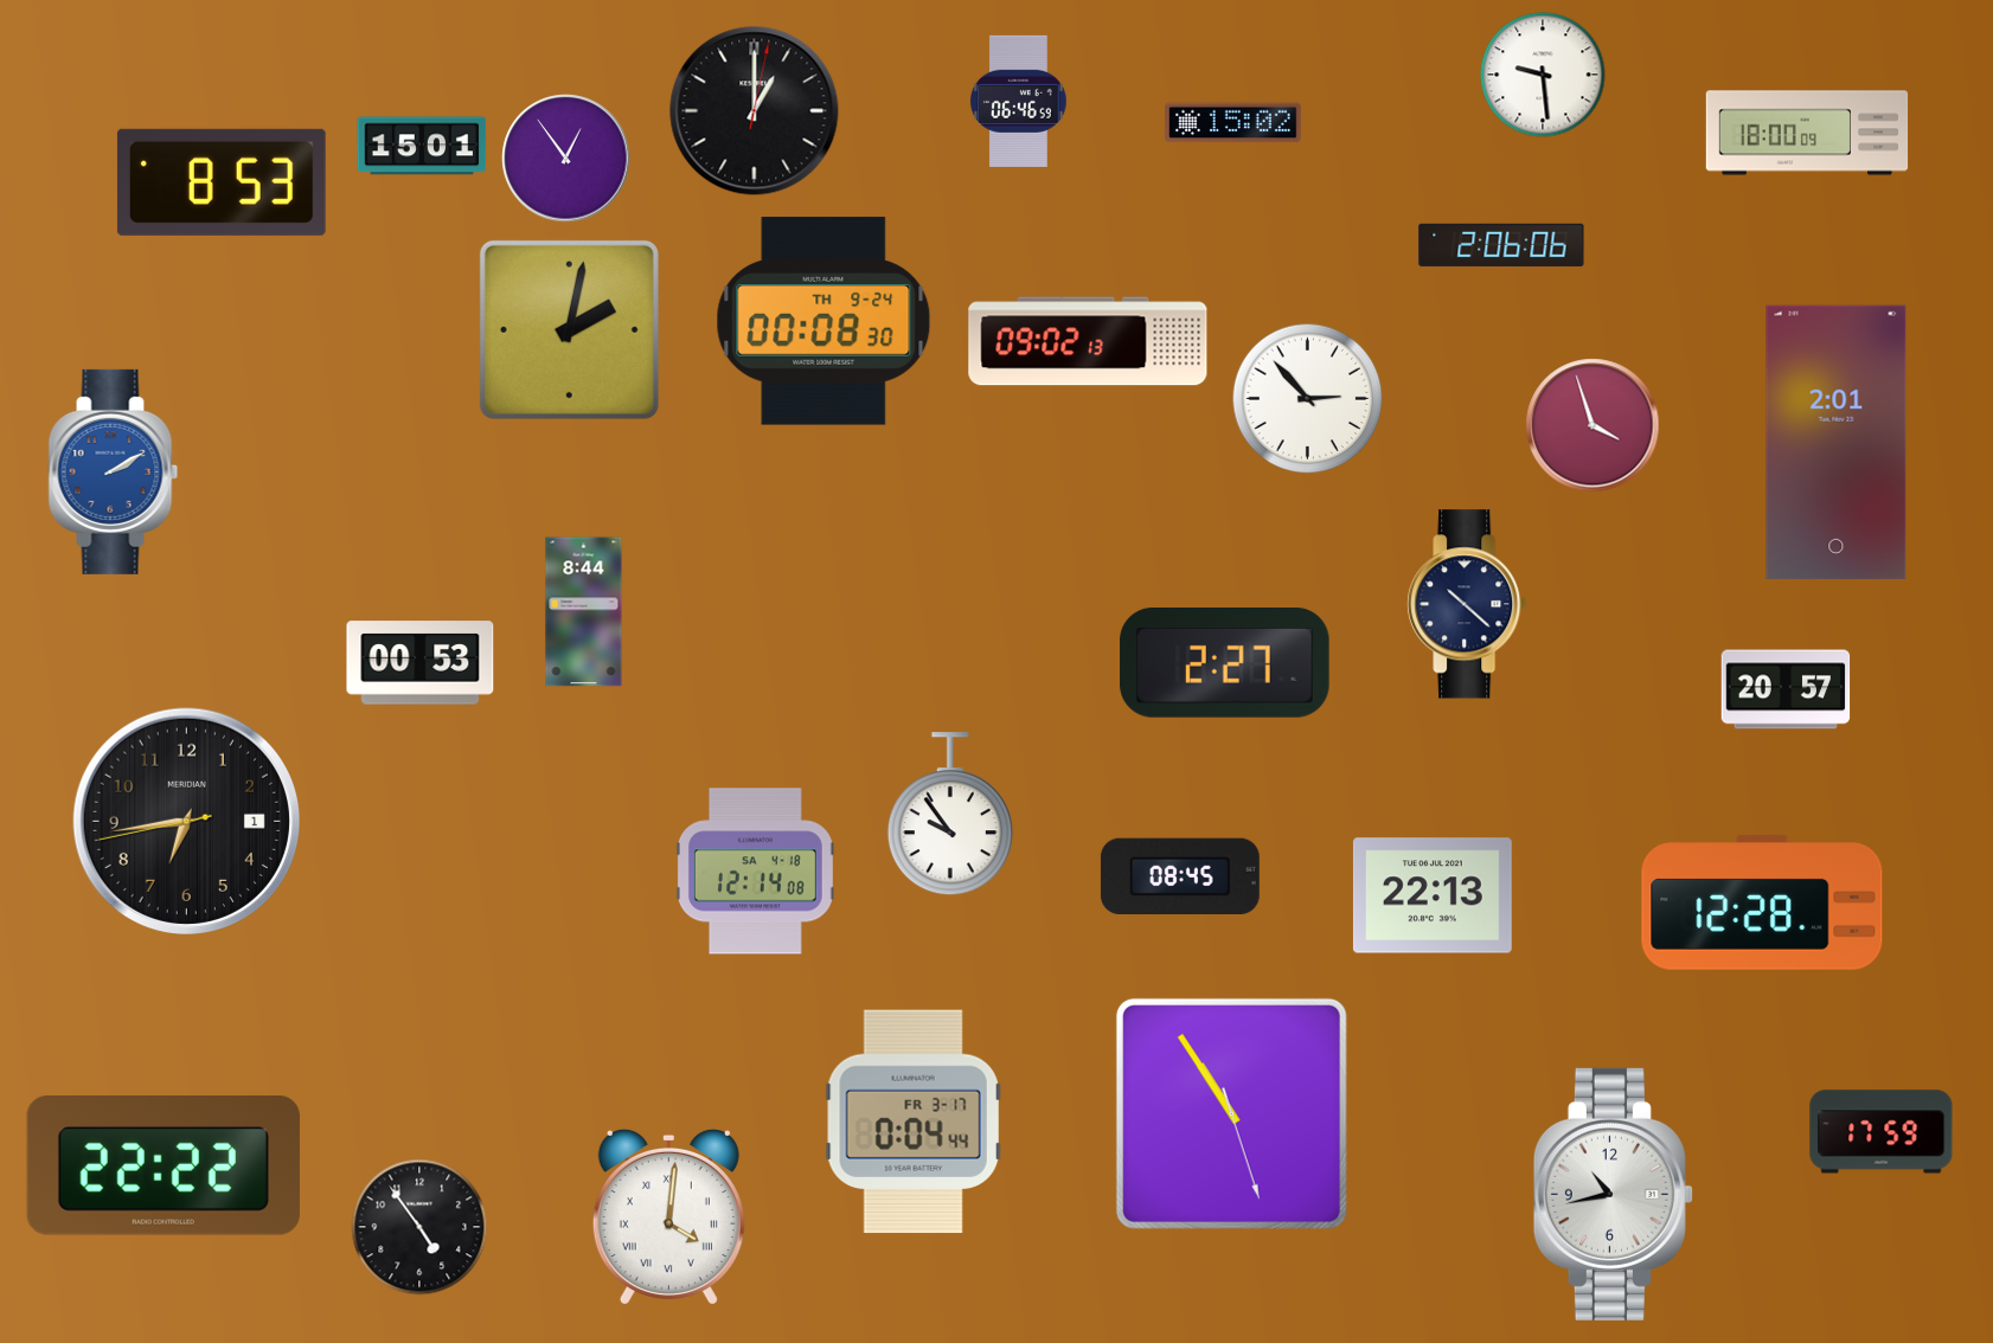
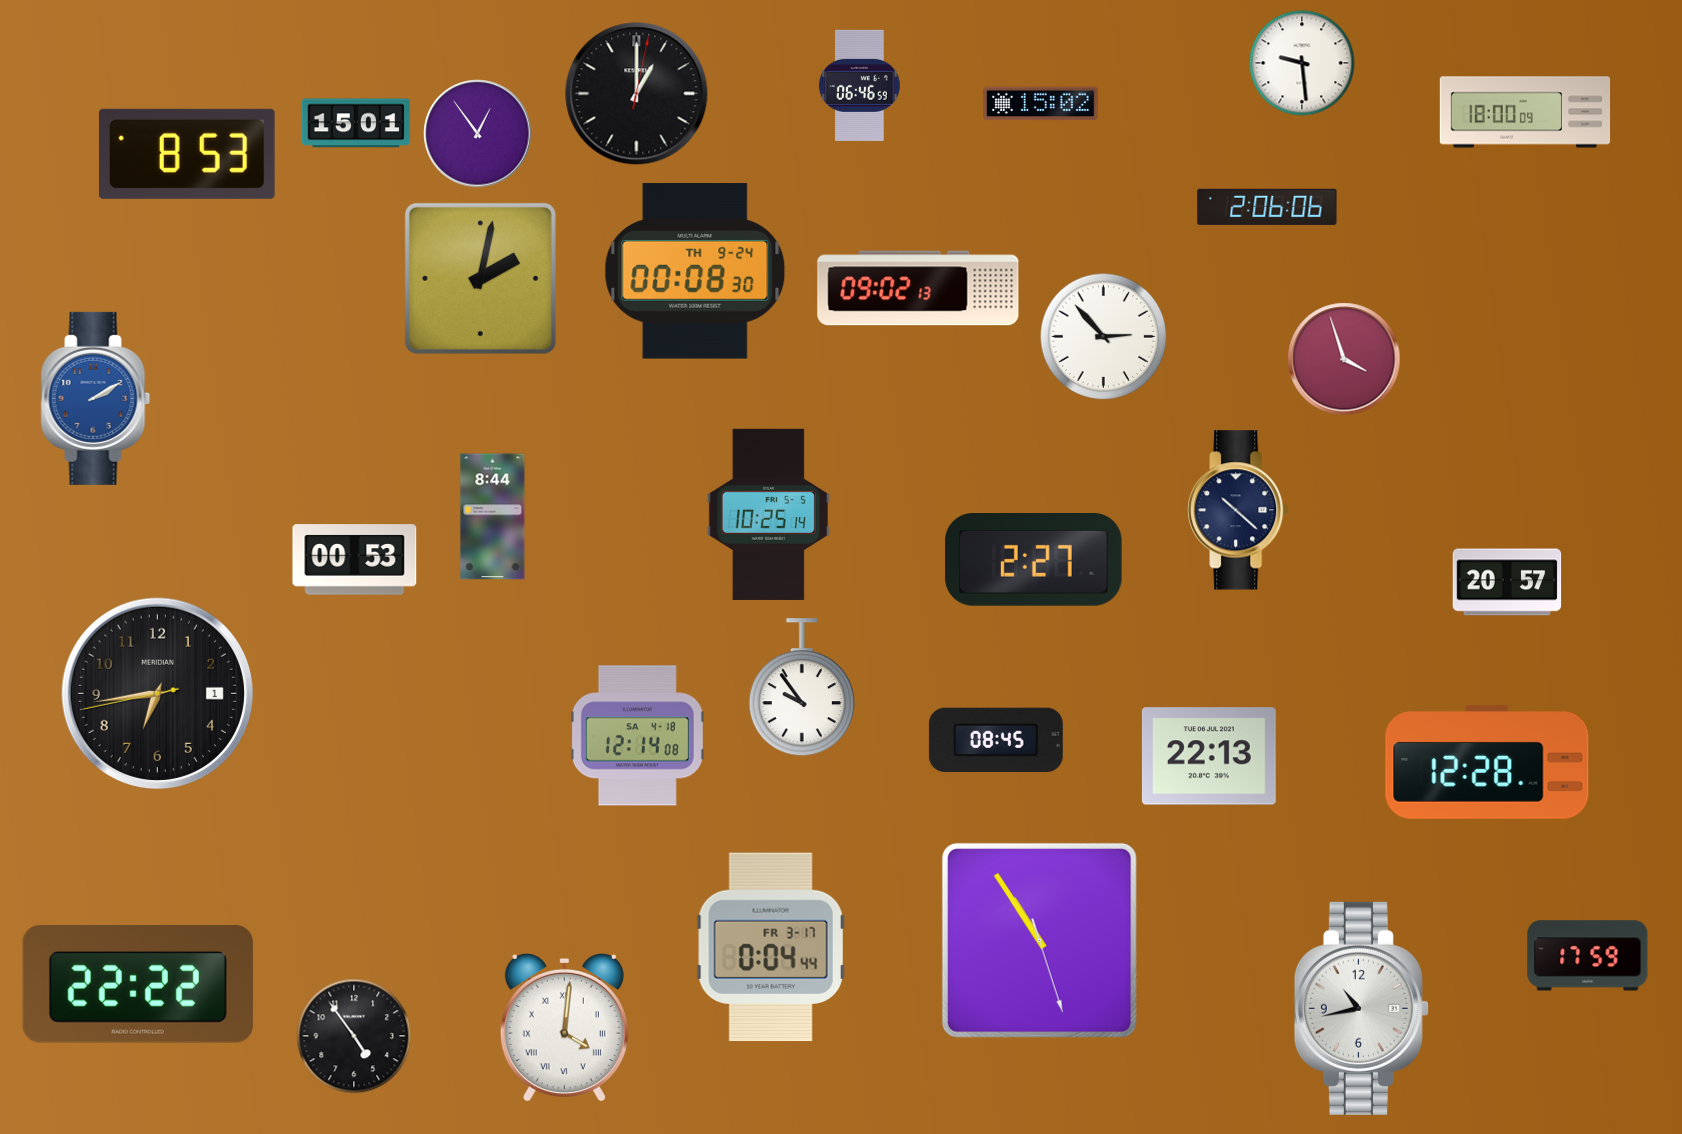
clock at (1837, 442): 2:01 -> none
clock at (768, 514): none -> 10:25
